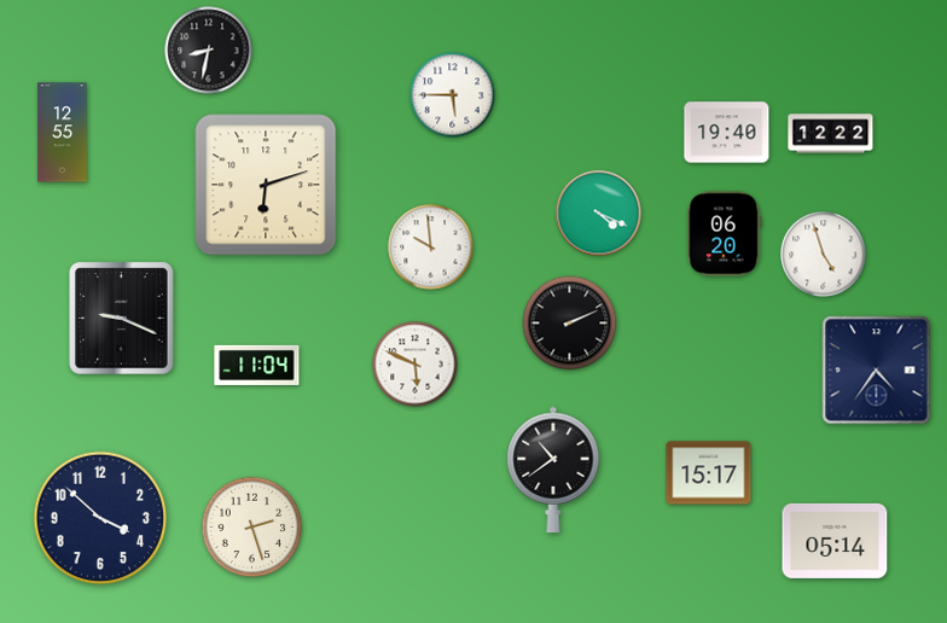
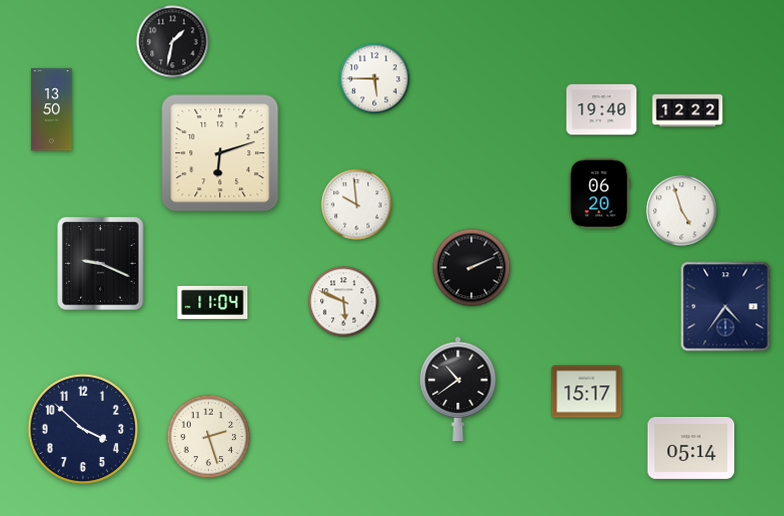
clock at (209, 51): 8:32 -> 1:32
clock at (63, 133): 12:55 -> 13:50
clock at (599, 214): 4:19 -> none
